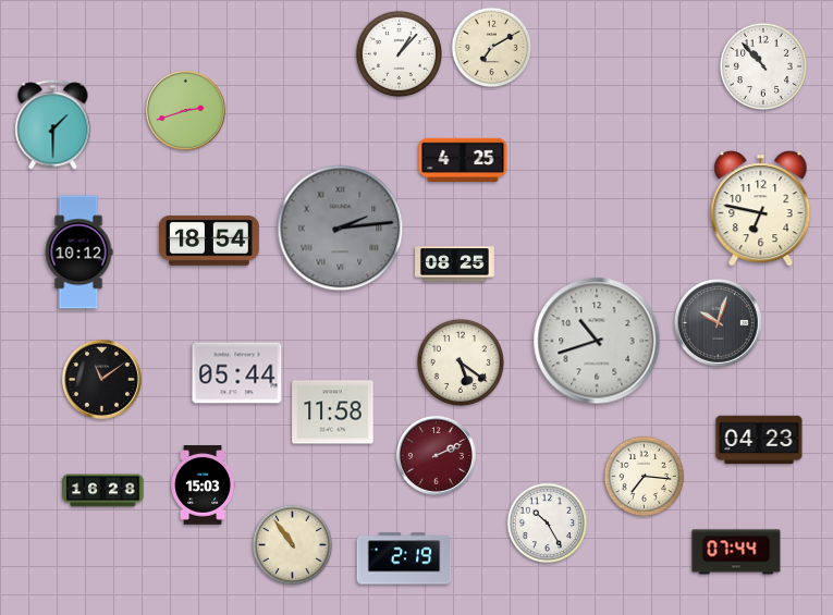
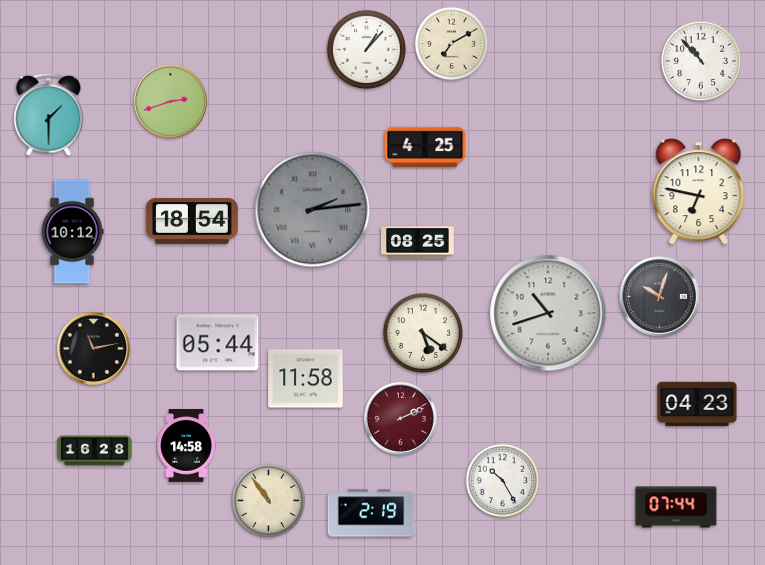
clock at (101, 379): 11:09 -> 11:13
clock at (645, 477): 7:16 -> none
clock at (204, 485): 15:03 -> 14:58
